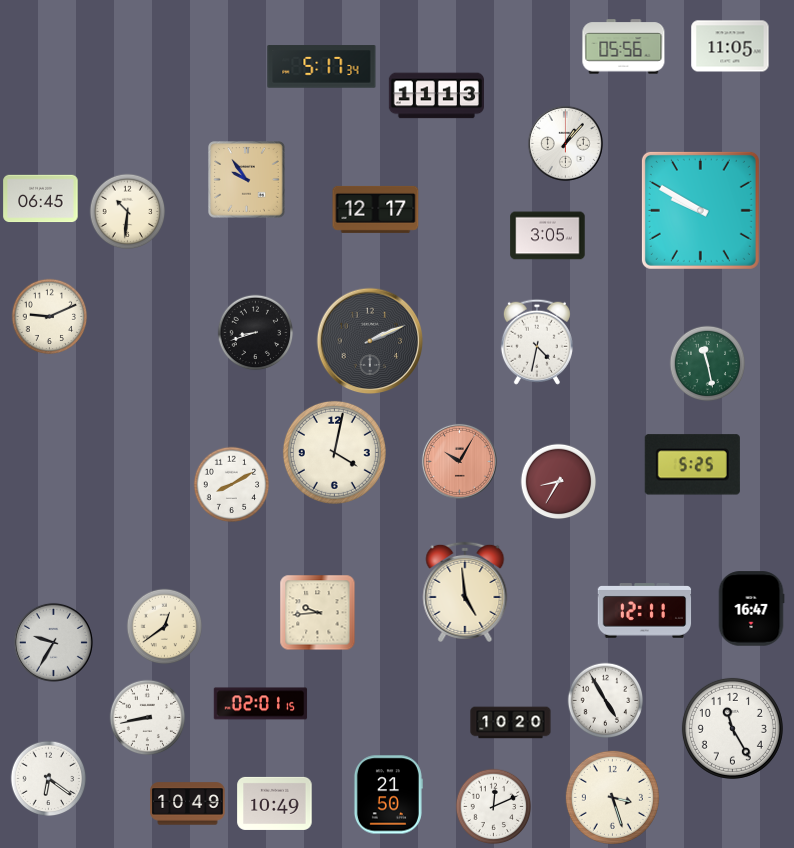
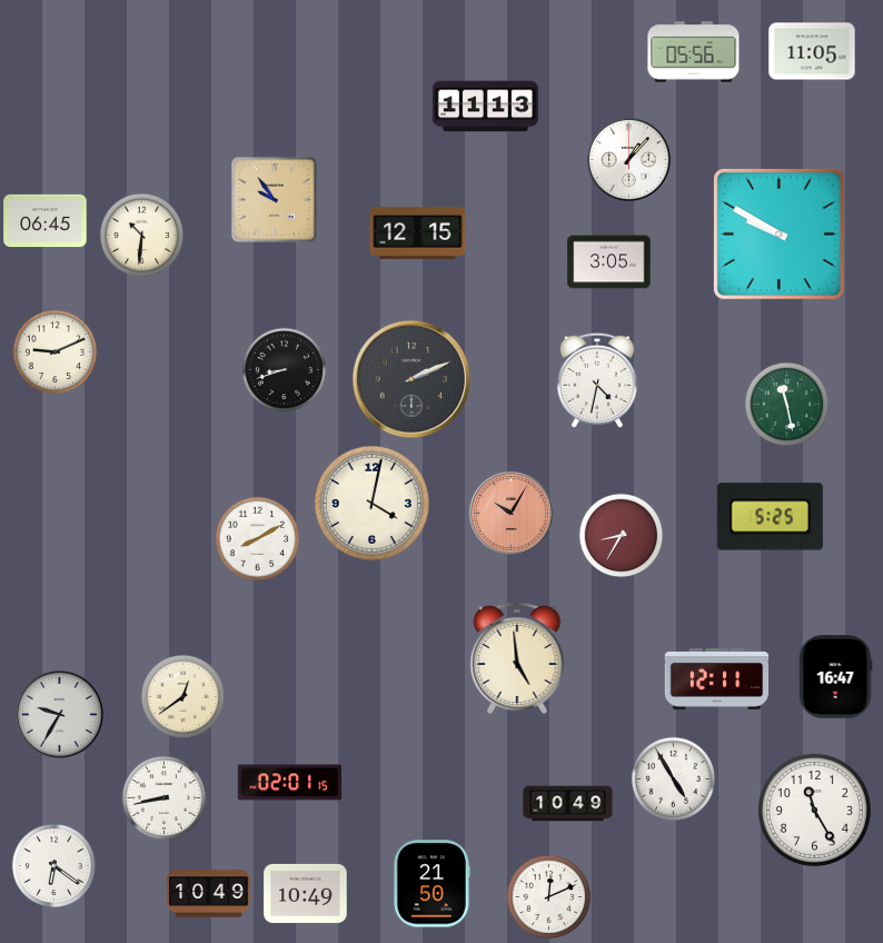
clock at (322, 67): 5:17 -> none
clock at (376, 209): 12:17 -> 12:15
clock at (318, 613): 9:44 -> none
clock at (511, 723): 10:20 -> 10:49
clock at (612, 797): 3:27 -> none
